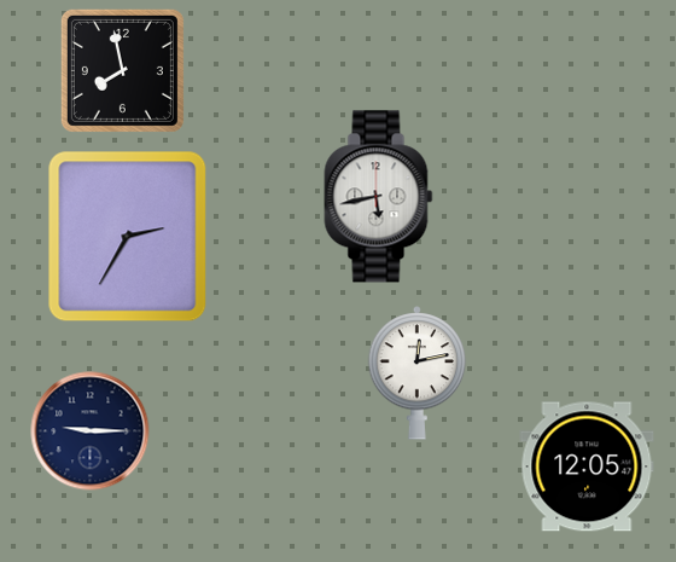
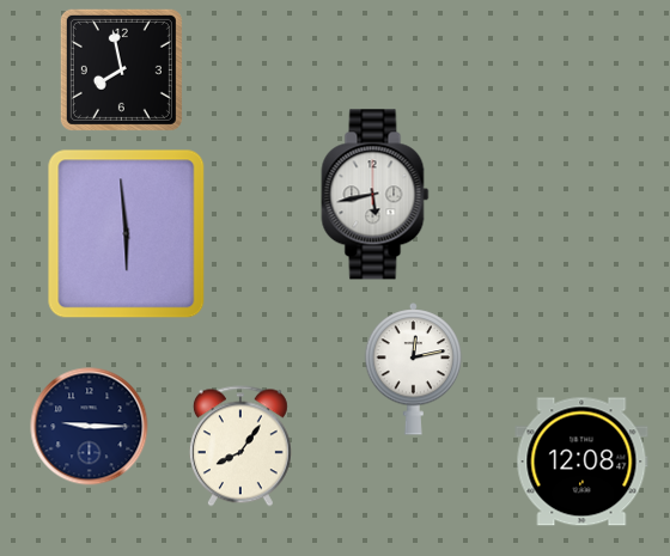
clock at (128, 237): 2:35 -> 5:59
clock at (240, 446): none -> 8:06
clock at (587, 467): 12:05 -> 12:08
